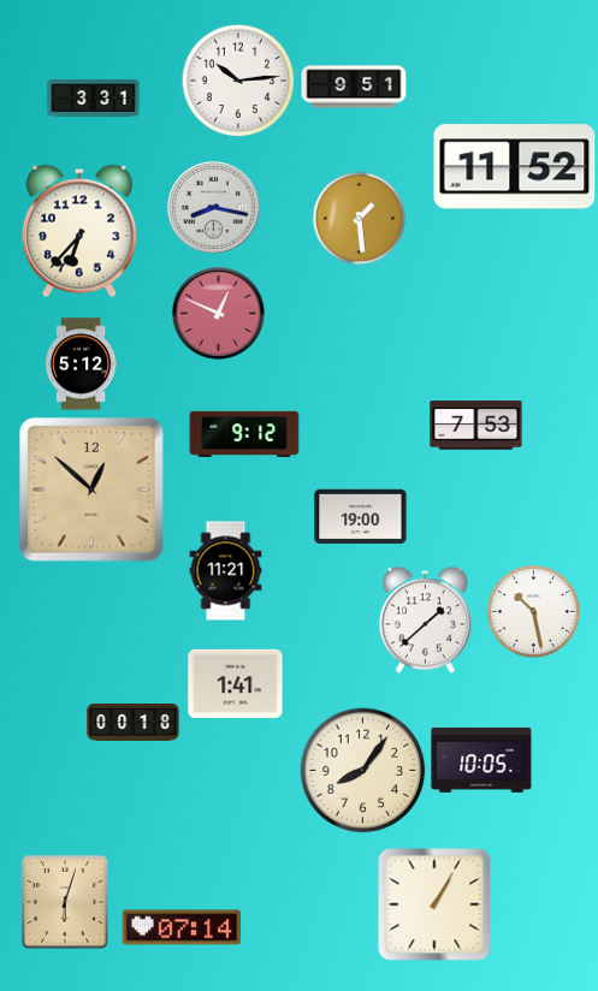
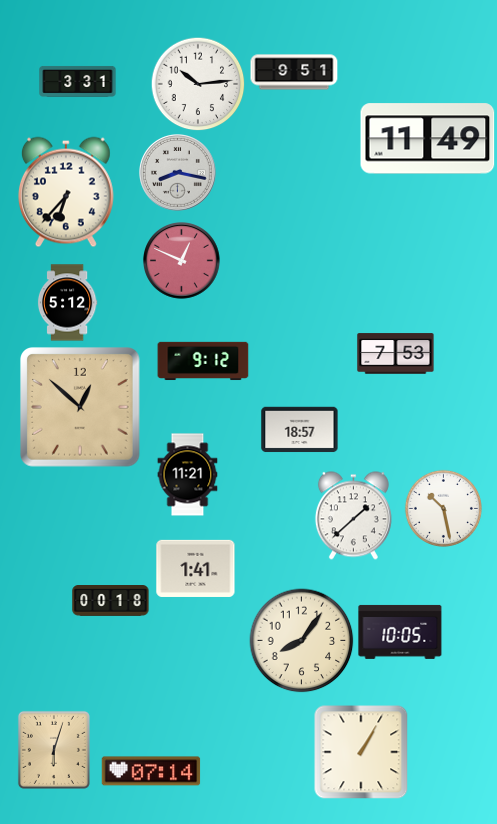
clock at (238, 81) position: (238, 81) -> (198, 84)
clock at (515, 167): 11:52 -> 11:49
clock at (359, 218): 1:29 -> none
clock at (93, 491) position: (93, 491) -> (81, 408)
clock at (361, 517): 19:00 -> 18:57
